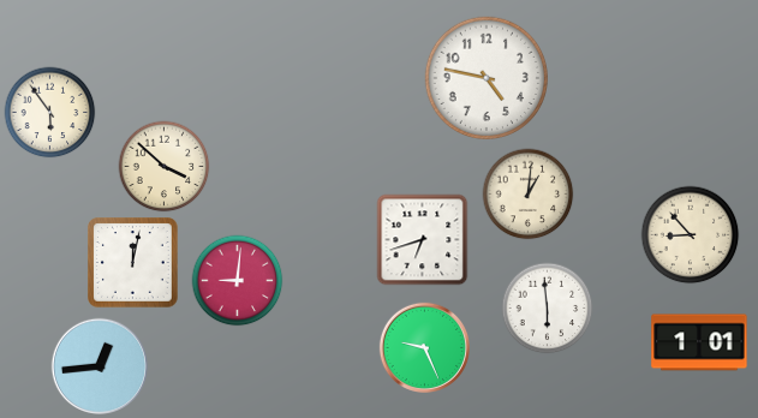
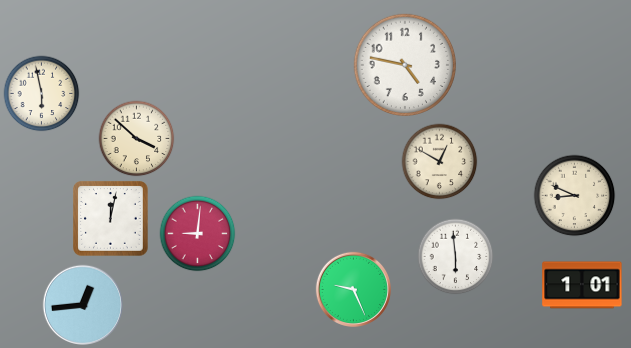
clock at (50, 113): 5:54 -> 5:58
clock at (529, 195): 1:01 -> 12:50
clock at (691, 235): 8:53 -> 8:49
clock at (423, 240): 6:42 -> none
